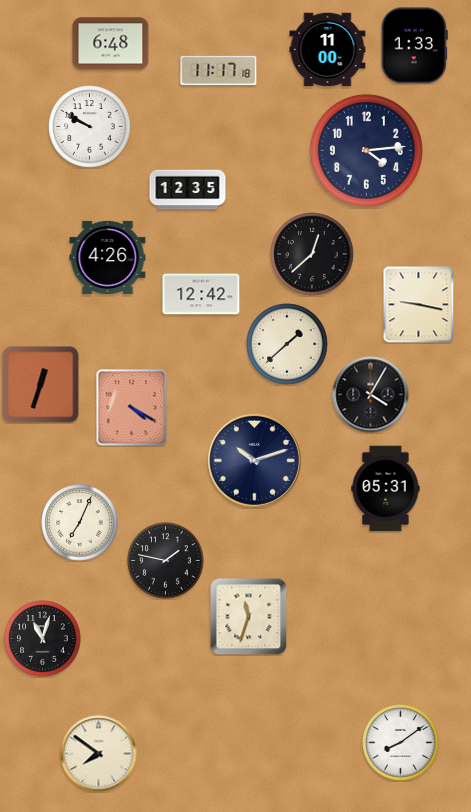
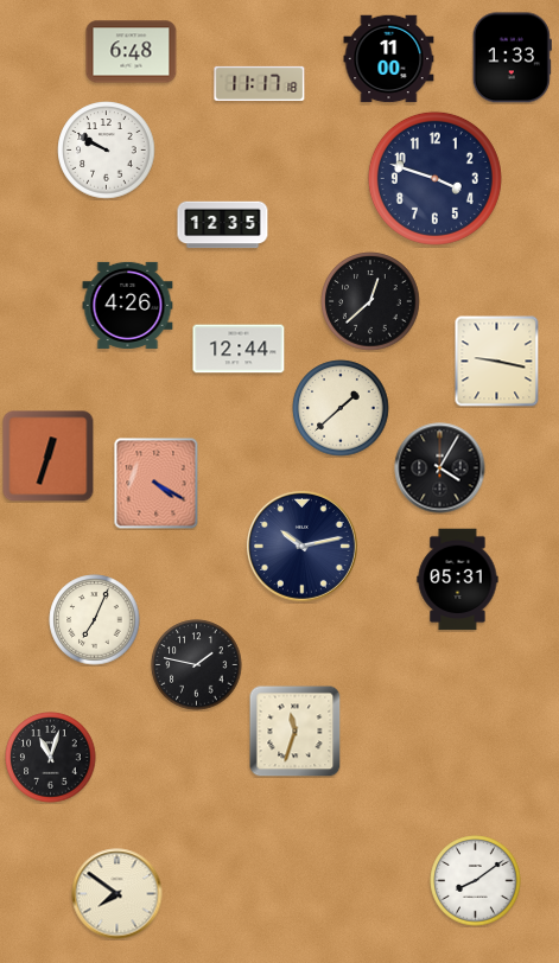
clock at (414, 46) position: (414, 46) -> (512, 58)
clock at (366, 150): 4:14 -> 3:48
clock at (201, 294): 12:42 -> 12:44
clock at (254, 460): 10:12 -> 10:13
